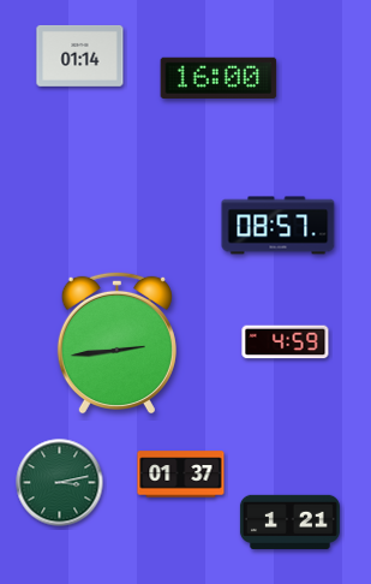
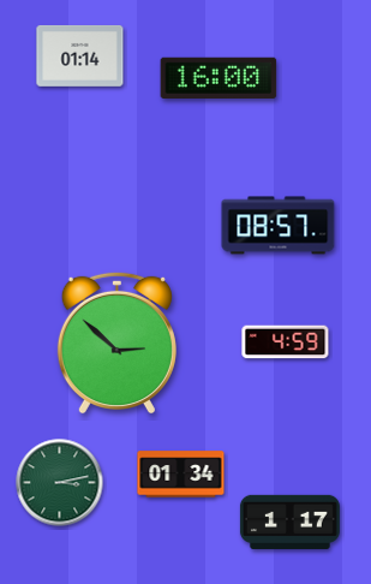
clock at (116, 342): 2:44 -> 2:52
clock at (181, 475): 01:37 -> 01:34
clock at (289, 522): 1:21 -> 1:17
